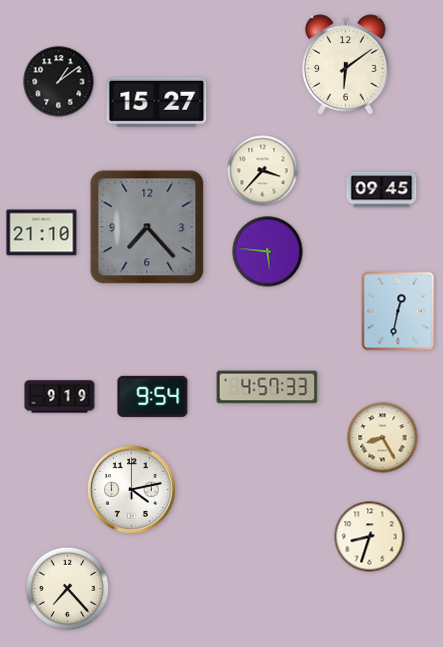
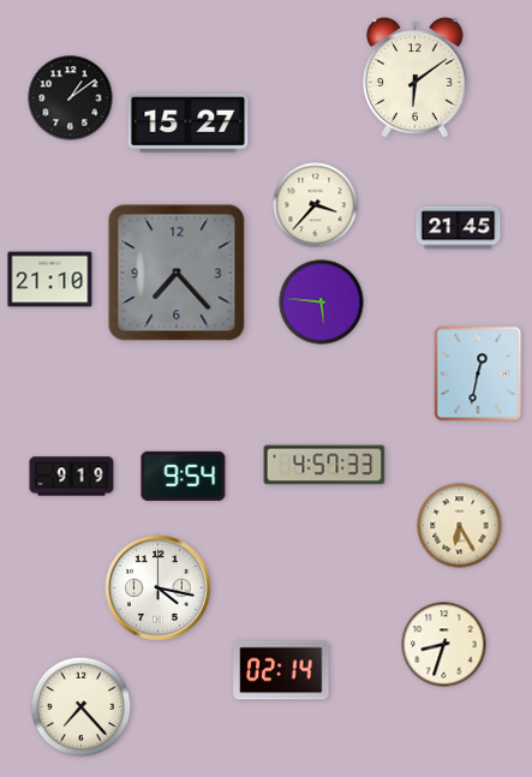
clock at (382, 190): 09:45 -> 21:45
clock at (267, 387) position: (267, 387) -> (324, 465)
clock at (383, 438): 8:25 -> 6:25
clock at (131, 489): 4:13 -> 4:17
clock at (281, 670): none -> 02:14
